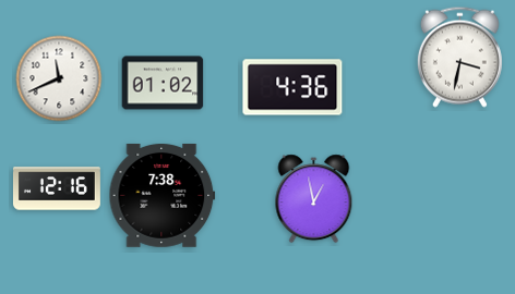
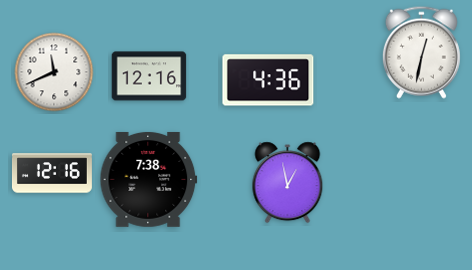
clock at (459, 57): 3:32 -> 12:32
clock at (163, 83): 01:02 -> 12:16
